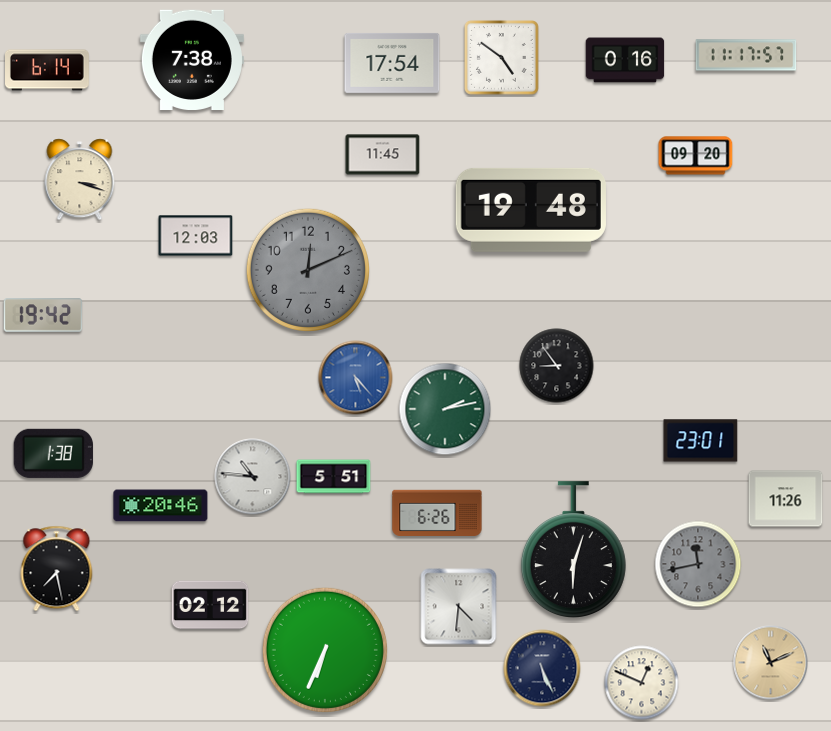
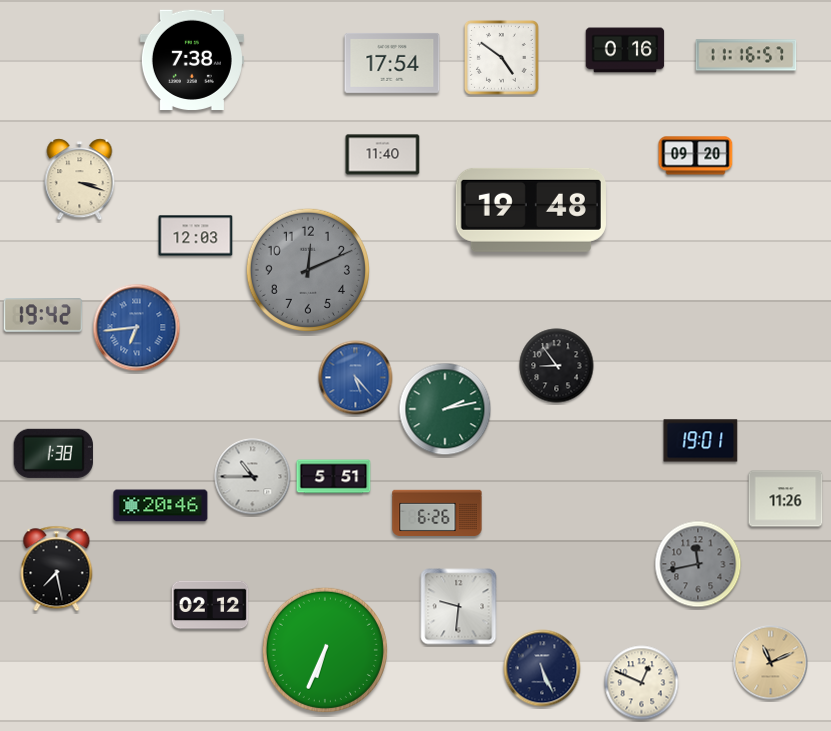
clock at (746, 55): 11:17 -> 11:16
clock at (625, 60) position: (625, 60) -> (625, 50)
clock at (48, 70): 6:14 -> none
clock at (383, 155): 11:45 -> 11:40
clock at (137, 328): none -> 6:44
clock at (701, 441): 23:01 -> 19:01
clock at (253, 477): 10:46 -> 10:45
clock at (573, 550): 6:03 -> none
clock at (459, 607): 4:31 -> 9:31
